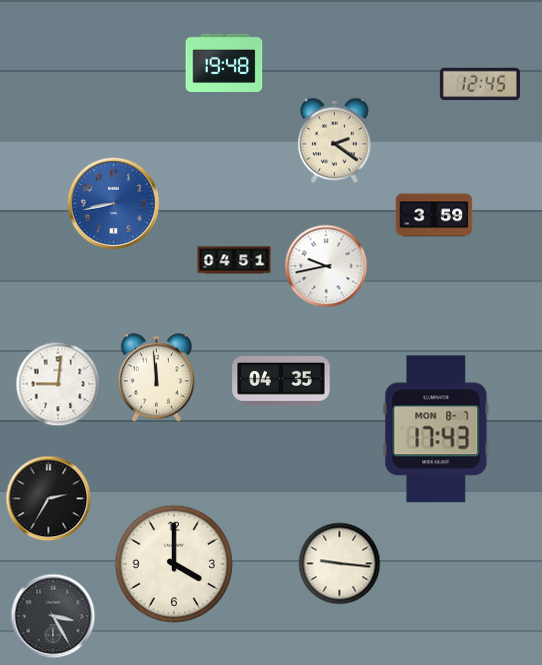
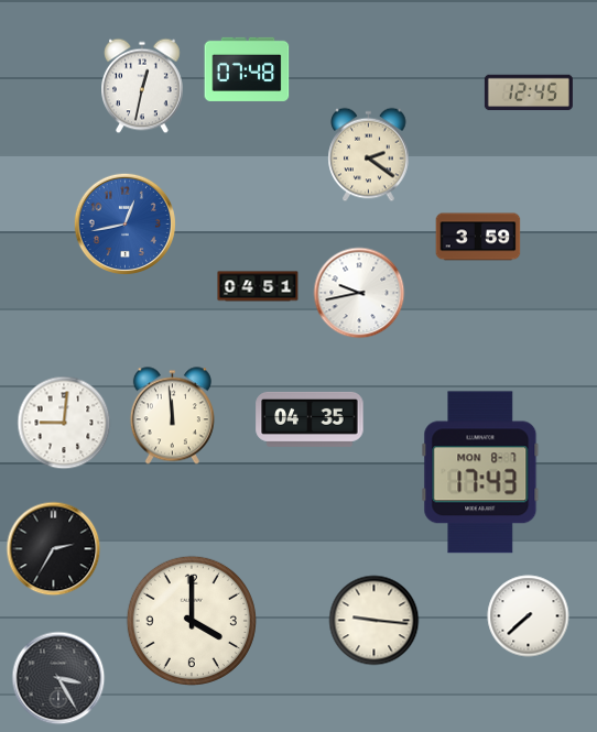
clock at (224, 63): 19:48 -> 07:48
clock at (143, 86): none -> 12:32
clock at (113, 203): 8:43 -> 12:43
clock at (529, 616): none -> 7:38
